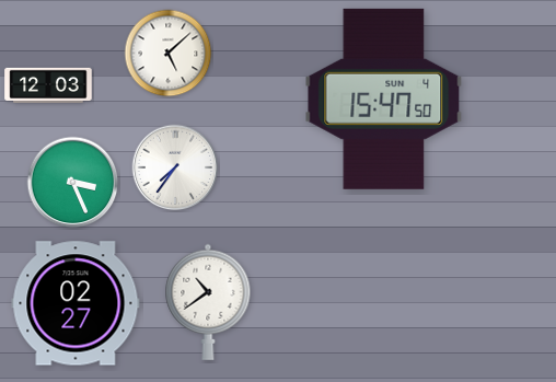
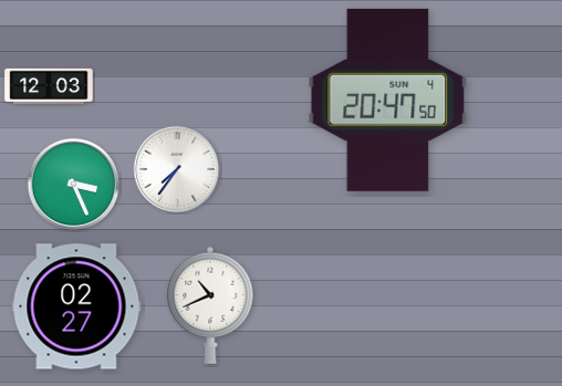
clock at (169, 54): 5:08 -> none
clock at (384, 99): 15:47 -> 20:47
clock at (208, 302): 10:39 -> 10:41
